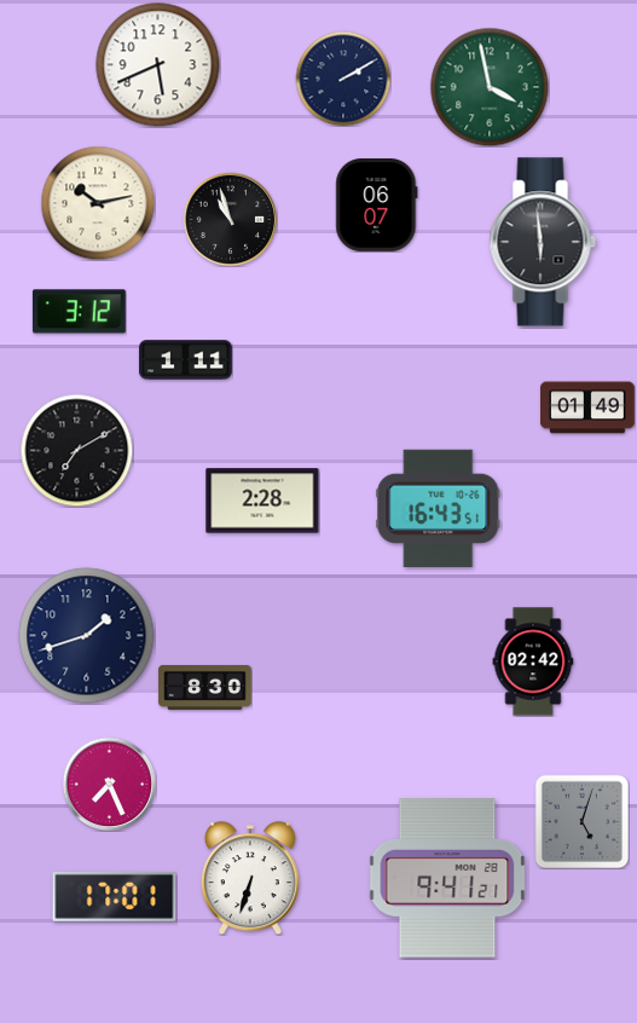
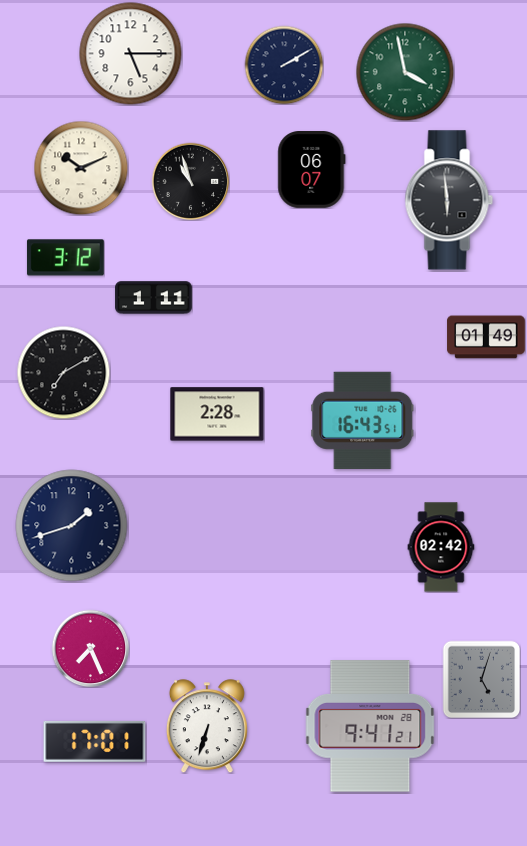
clock at (158, 65): 5:41 -> 5:15
clock at (98, 203): 10:13 -> 10:11
clock at (205, 687): 8:30 -> none
